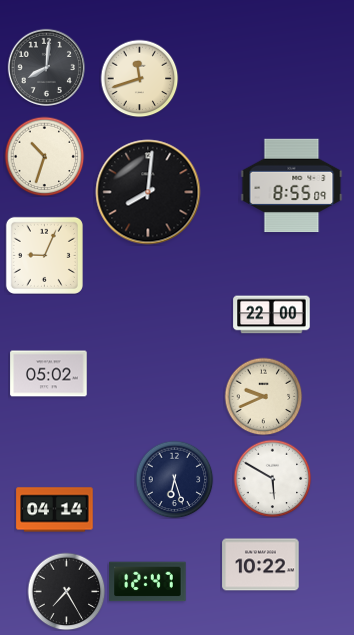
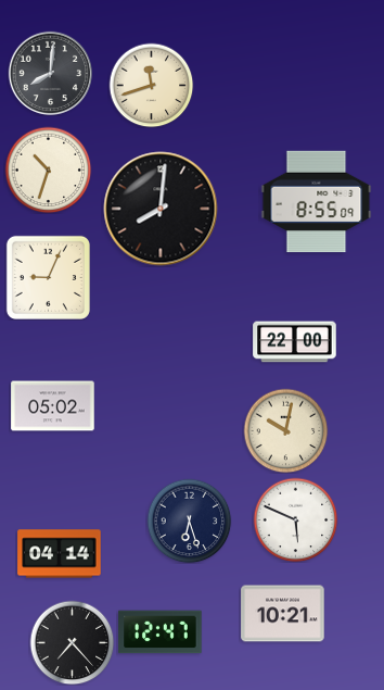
clock at (263, 396): 9:41 -> 10:02
clock at (272, 478): 5:50 -> 5:49
clock at (261, 565): 10:22 -> 10:21
clock at (66, 591): 7:25 -> 7:23
